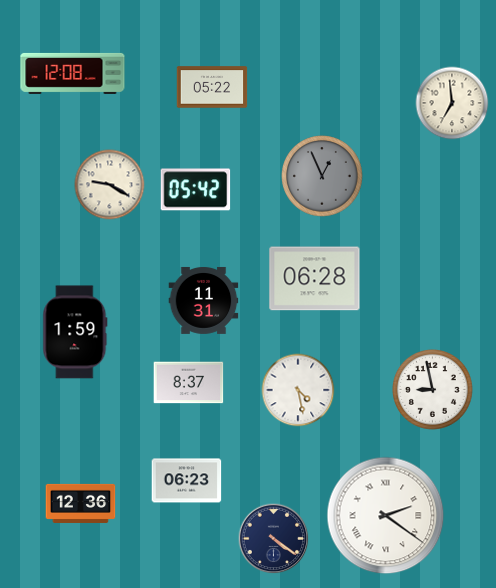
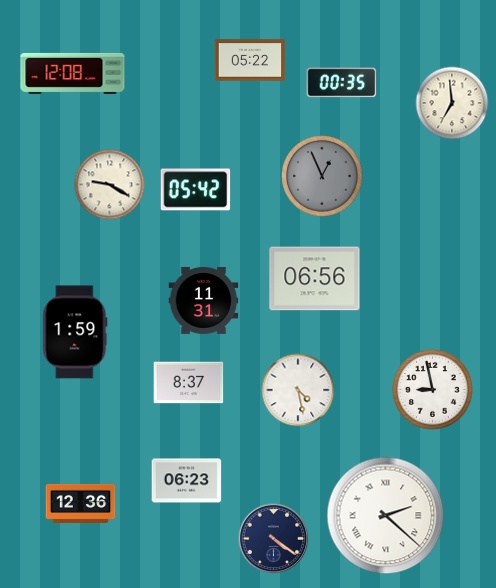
clock at (342, 83): none -> 00:35
clock at (212, 87) position: (212, 87) -> (250, 60)
clock at (315, 279): 06:28 -> 06:56
clock at (386, 516): 2:21 -> 2:22
